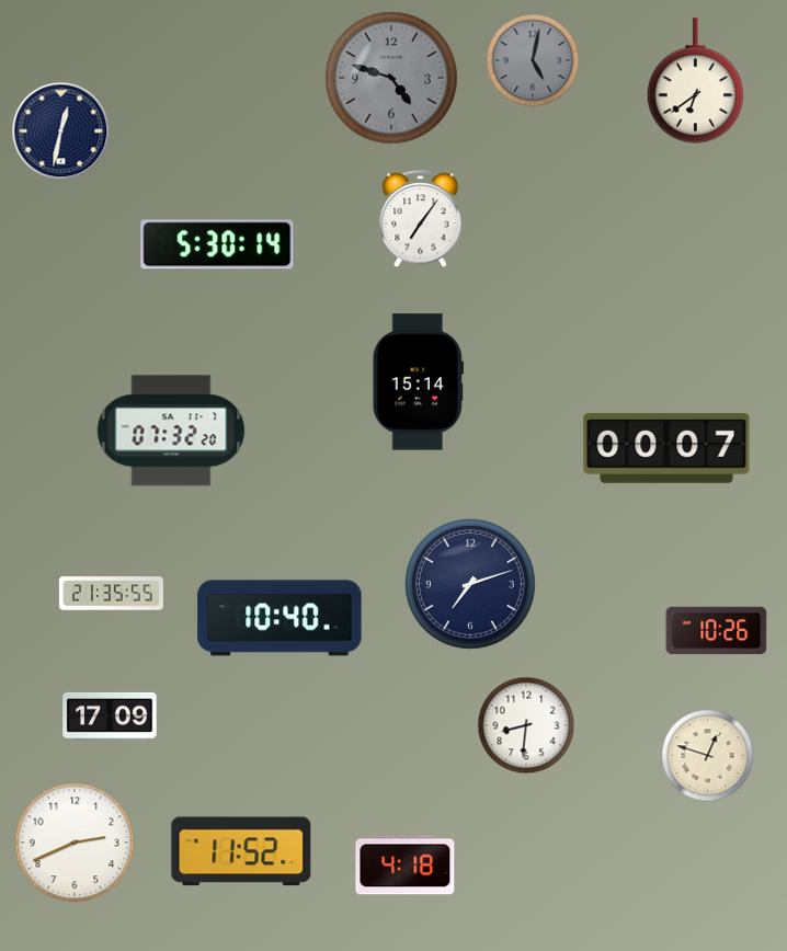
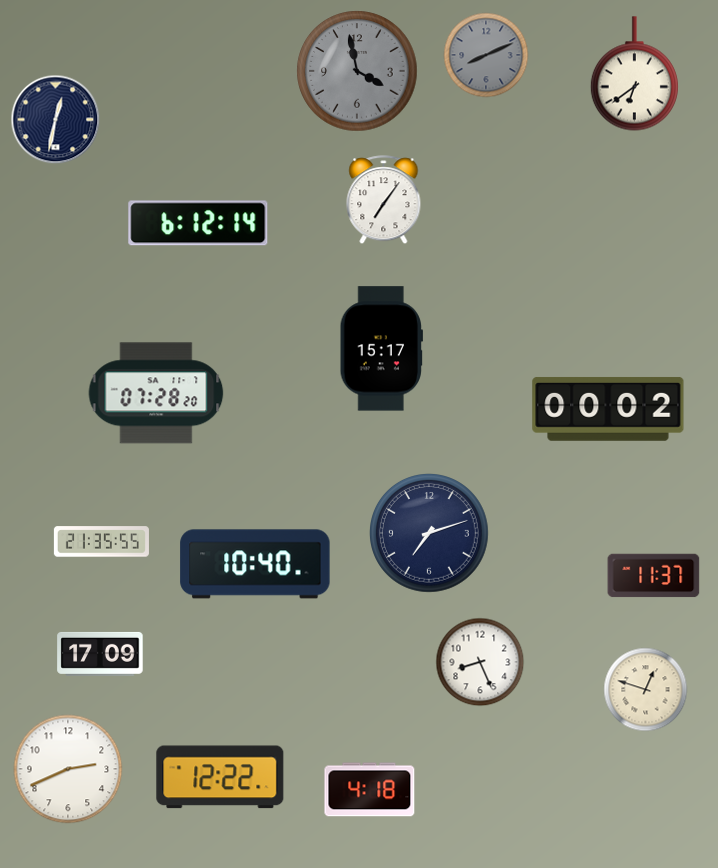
clock at (533, 60): 5:02 -> 8:11
clock at (391, 78): 4:48 -> 3:58
clock at (217, 244): 5:30 -> 6:12
clock at (418, 382): 15:14 -> 15:17
clock at (171, 431): 07:32 -> 07:28
clock at (666, 448): 00:07 -> 00:02
clock at (717, 631): 10:26 -> 11:37
clock at (526, 725): 8:31 -> 8:26
clock at (241, 851): 11:52 -> 12:22
